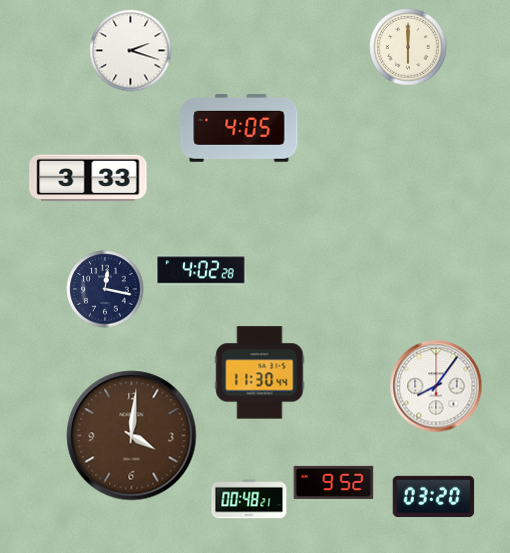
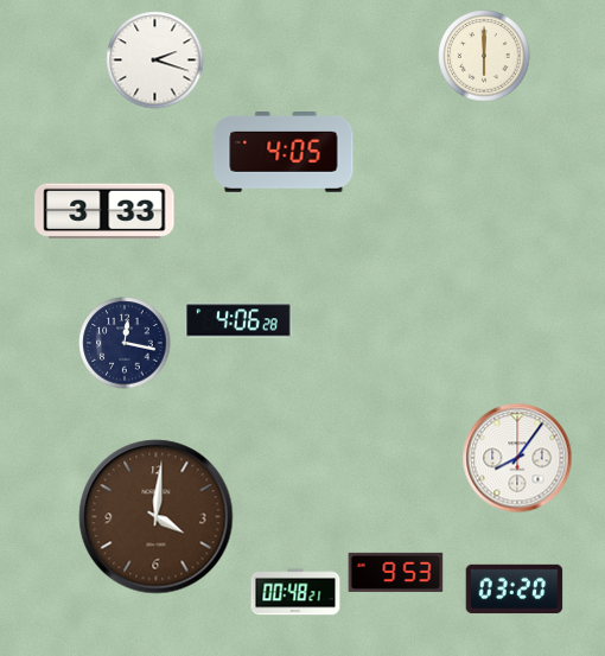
clock at (201, 270): 4:02 -> 4:06
clock at (260, 373): 11:30 -> none
clock at (334, 482): 9:52 -> 9:53
